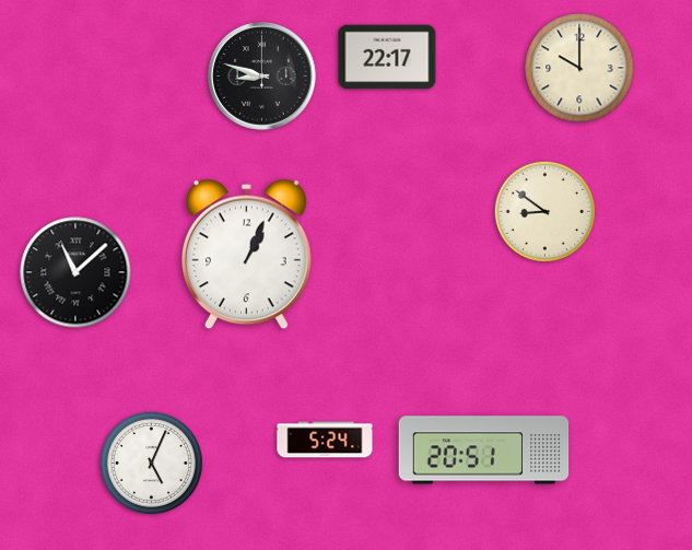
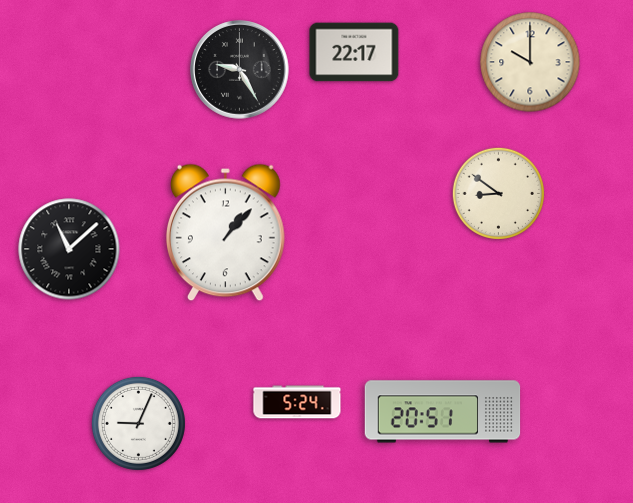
clock at (262, 77): 8:48 -> 9:25
clock at (247, 255): 1:04 -> 1:07
clock at (151, 463): 5:04 -> 9:04
